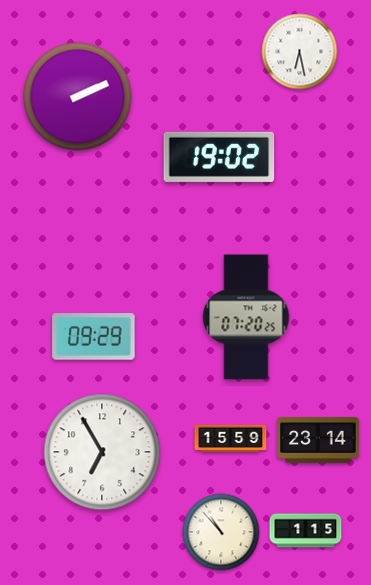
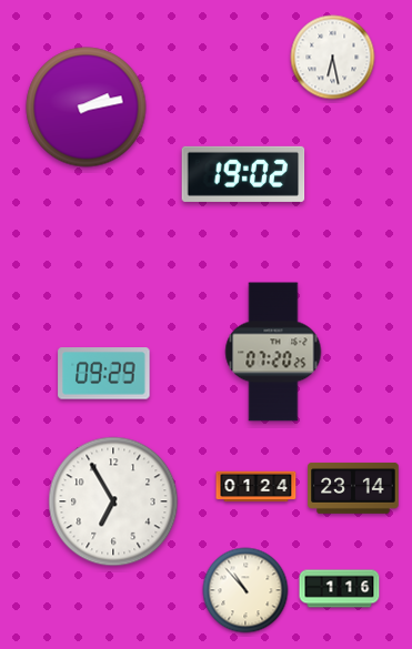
clock at (78, 97): 2:11 -> 2:13
clock at (231, 439): 15:59 -> 01:24
clock at (306, 531): 1:15 -> 1:16
